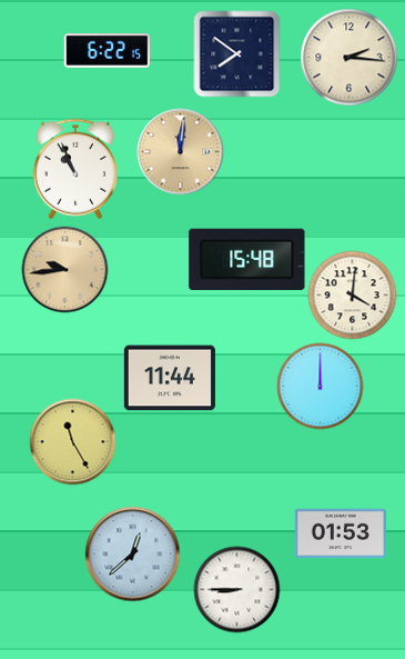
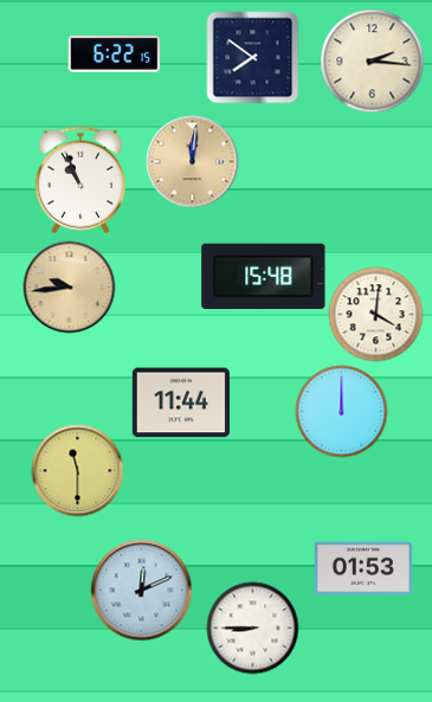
clock at (72, 441): 11:25 -> 11:30
clock at (132, 553): 12:38 -> 12:11
